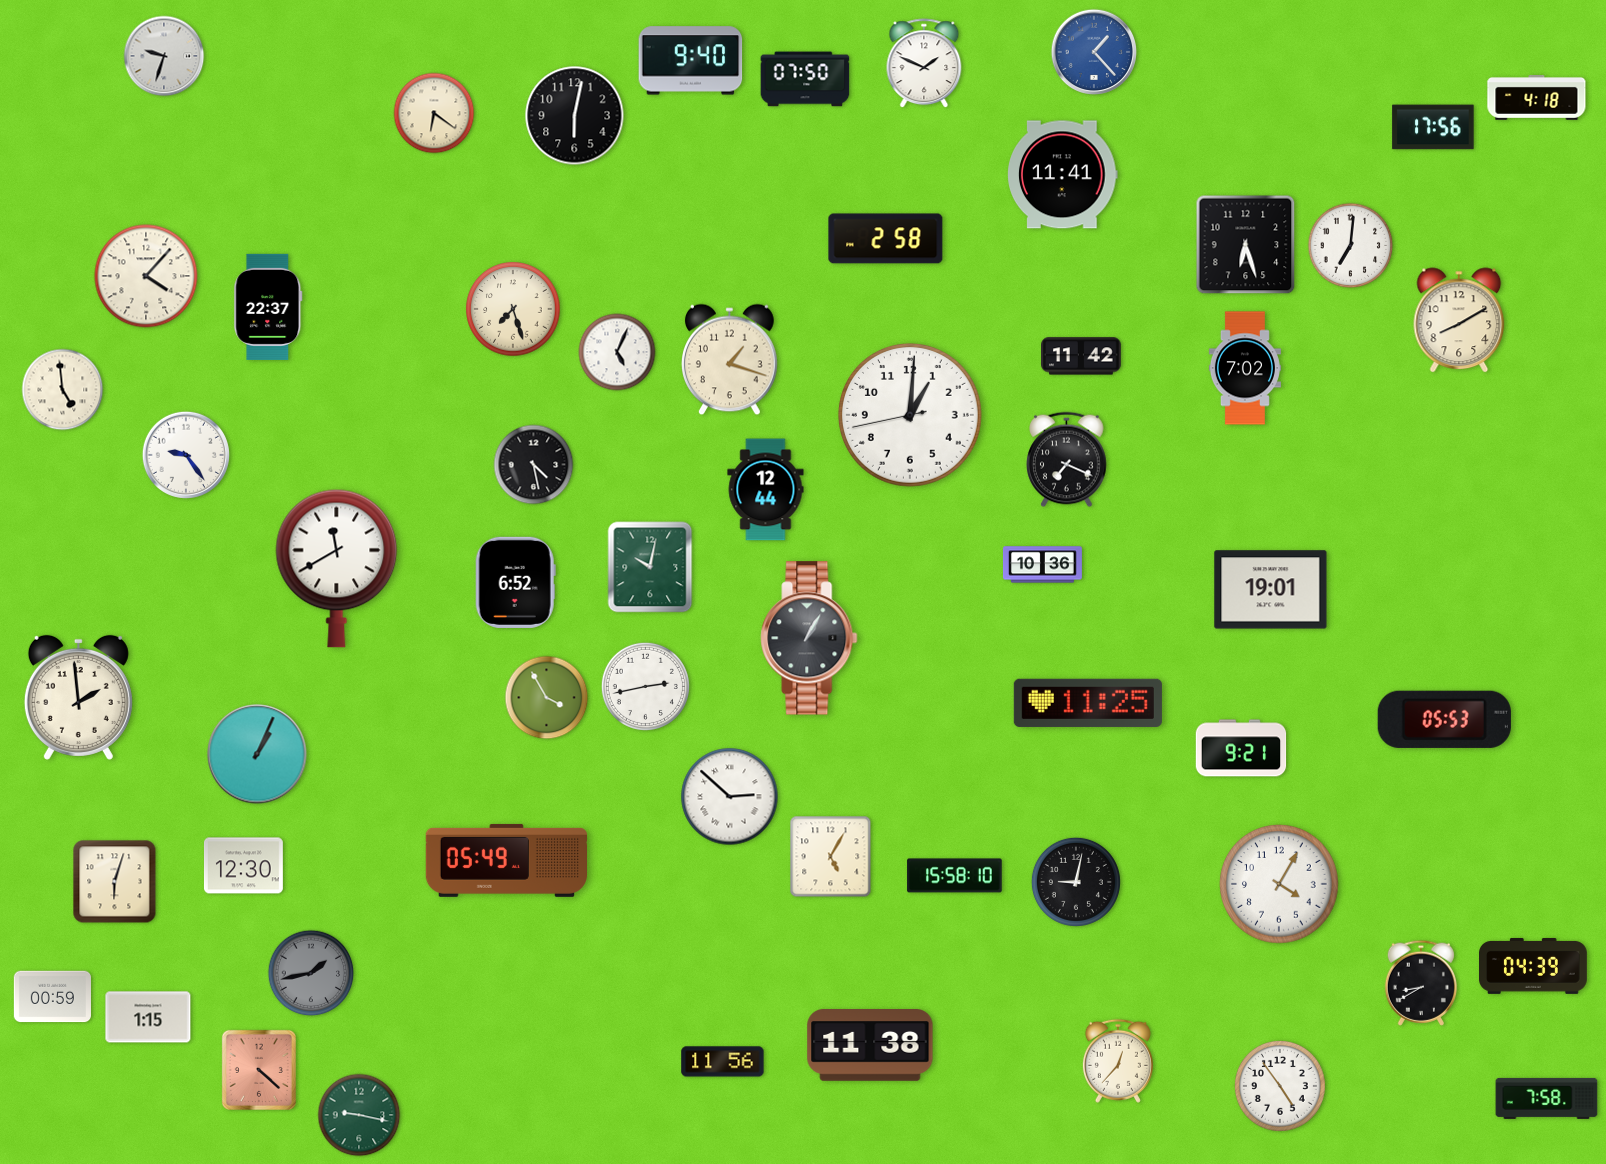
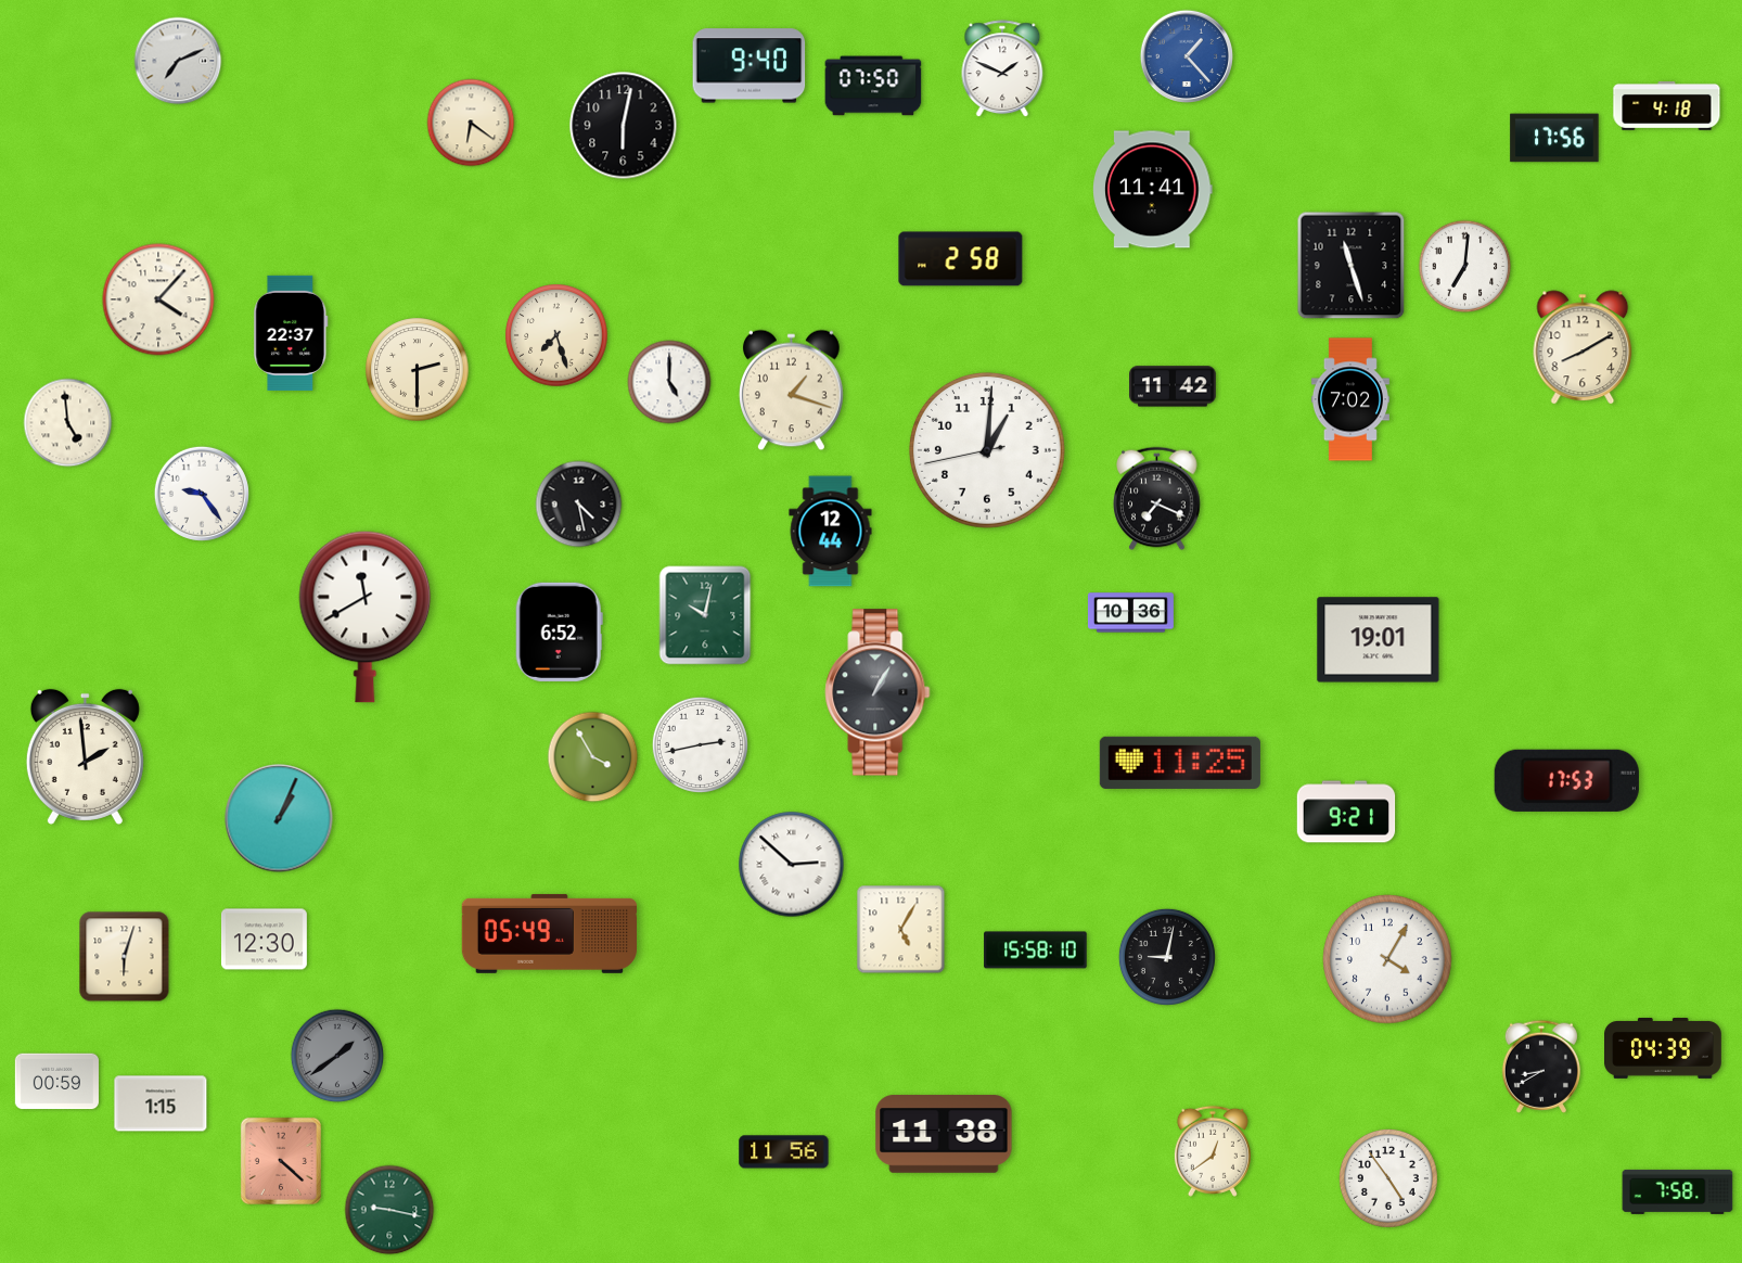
clock at (164, 56): 9:33 -> 7:11
clock at (1246, 245): 6:27 -> 11:27
clock at (418, 370): none -> 2:30
clock at (617, 352): 5:04 -> 5:00
clock at (1444, 719): 05:53 -> 17:53
clock at (311, 973): 1:43 -> 1:39
clock at (1118, 1061): 12:37 -> 12:39
